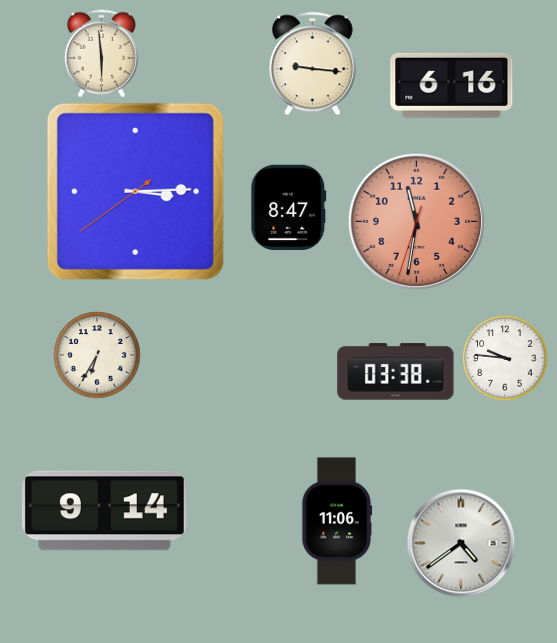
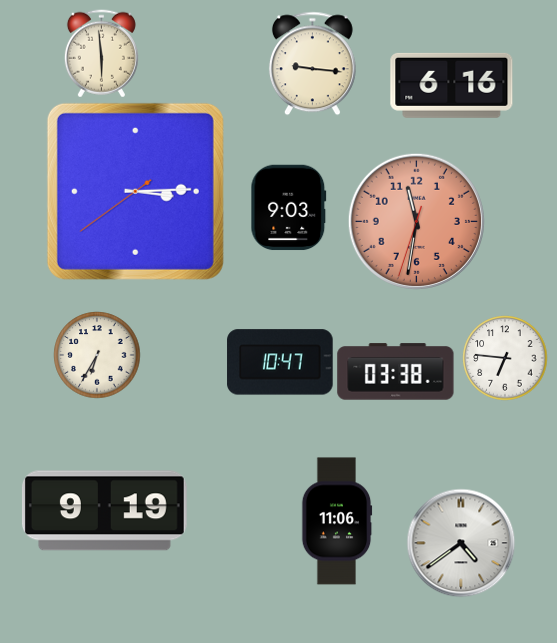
clock at (289, 207): 8:47 -> 9:03
clock at (505, 358): 9:46 -> 6:46
clock at (280, 362): none -> 10:47
clock at (104, 511): 9:14 -> 9:19
